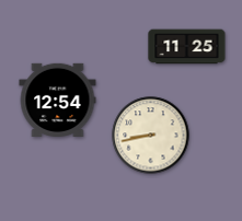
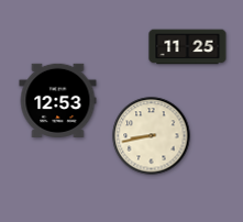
clock at (58, 100): 12:54 -> 12:53
